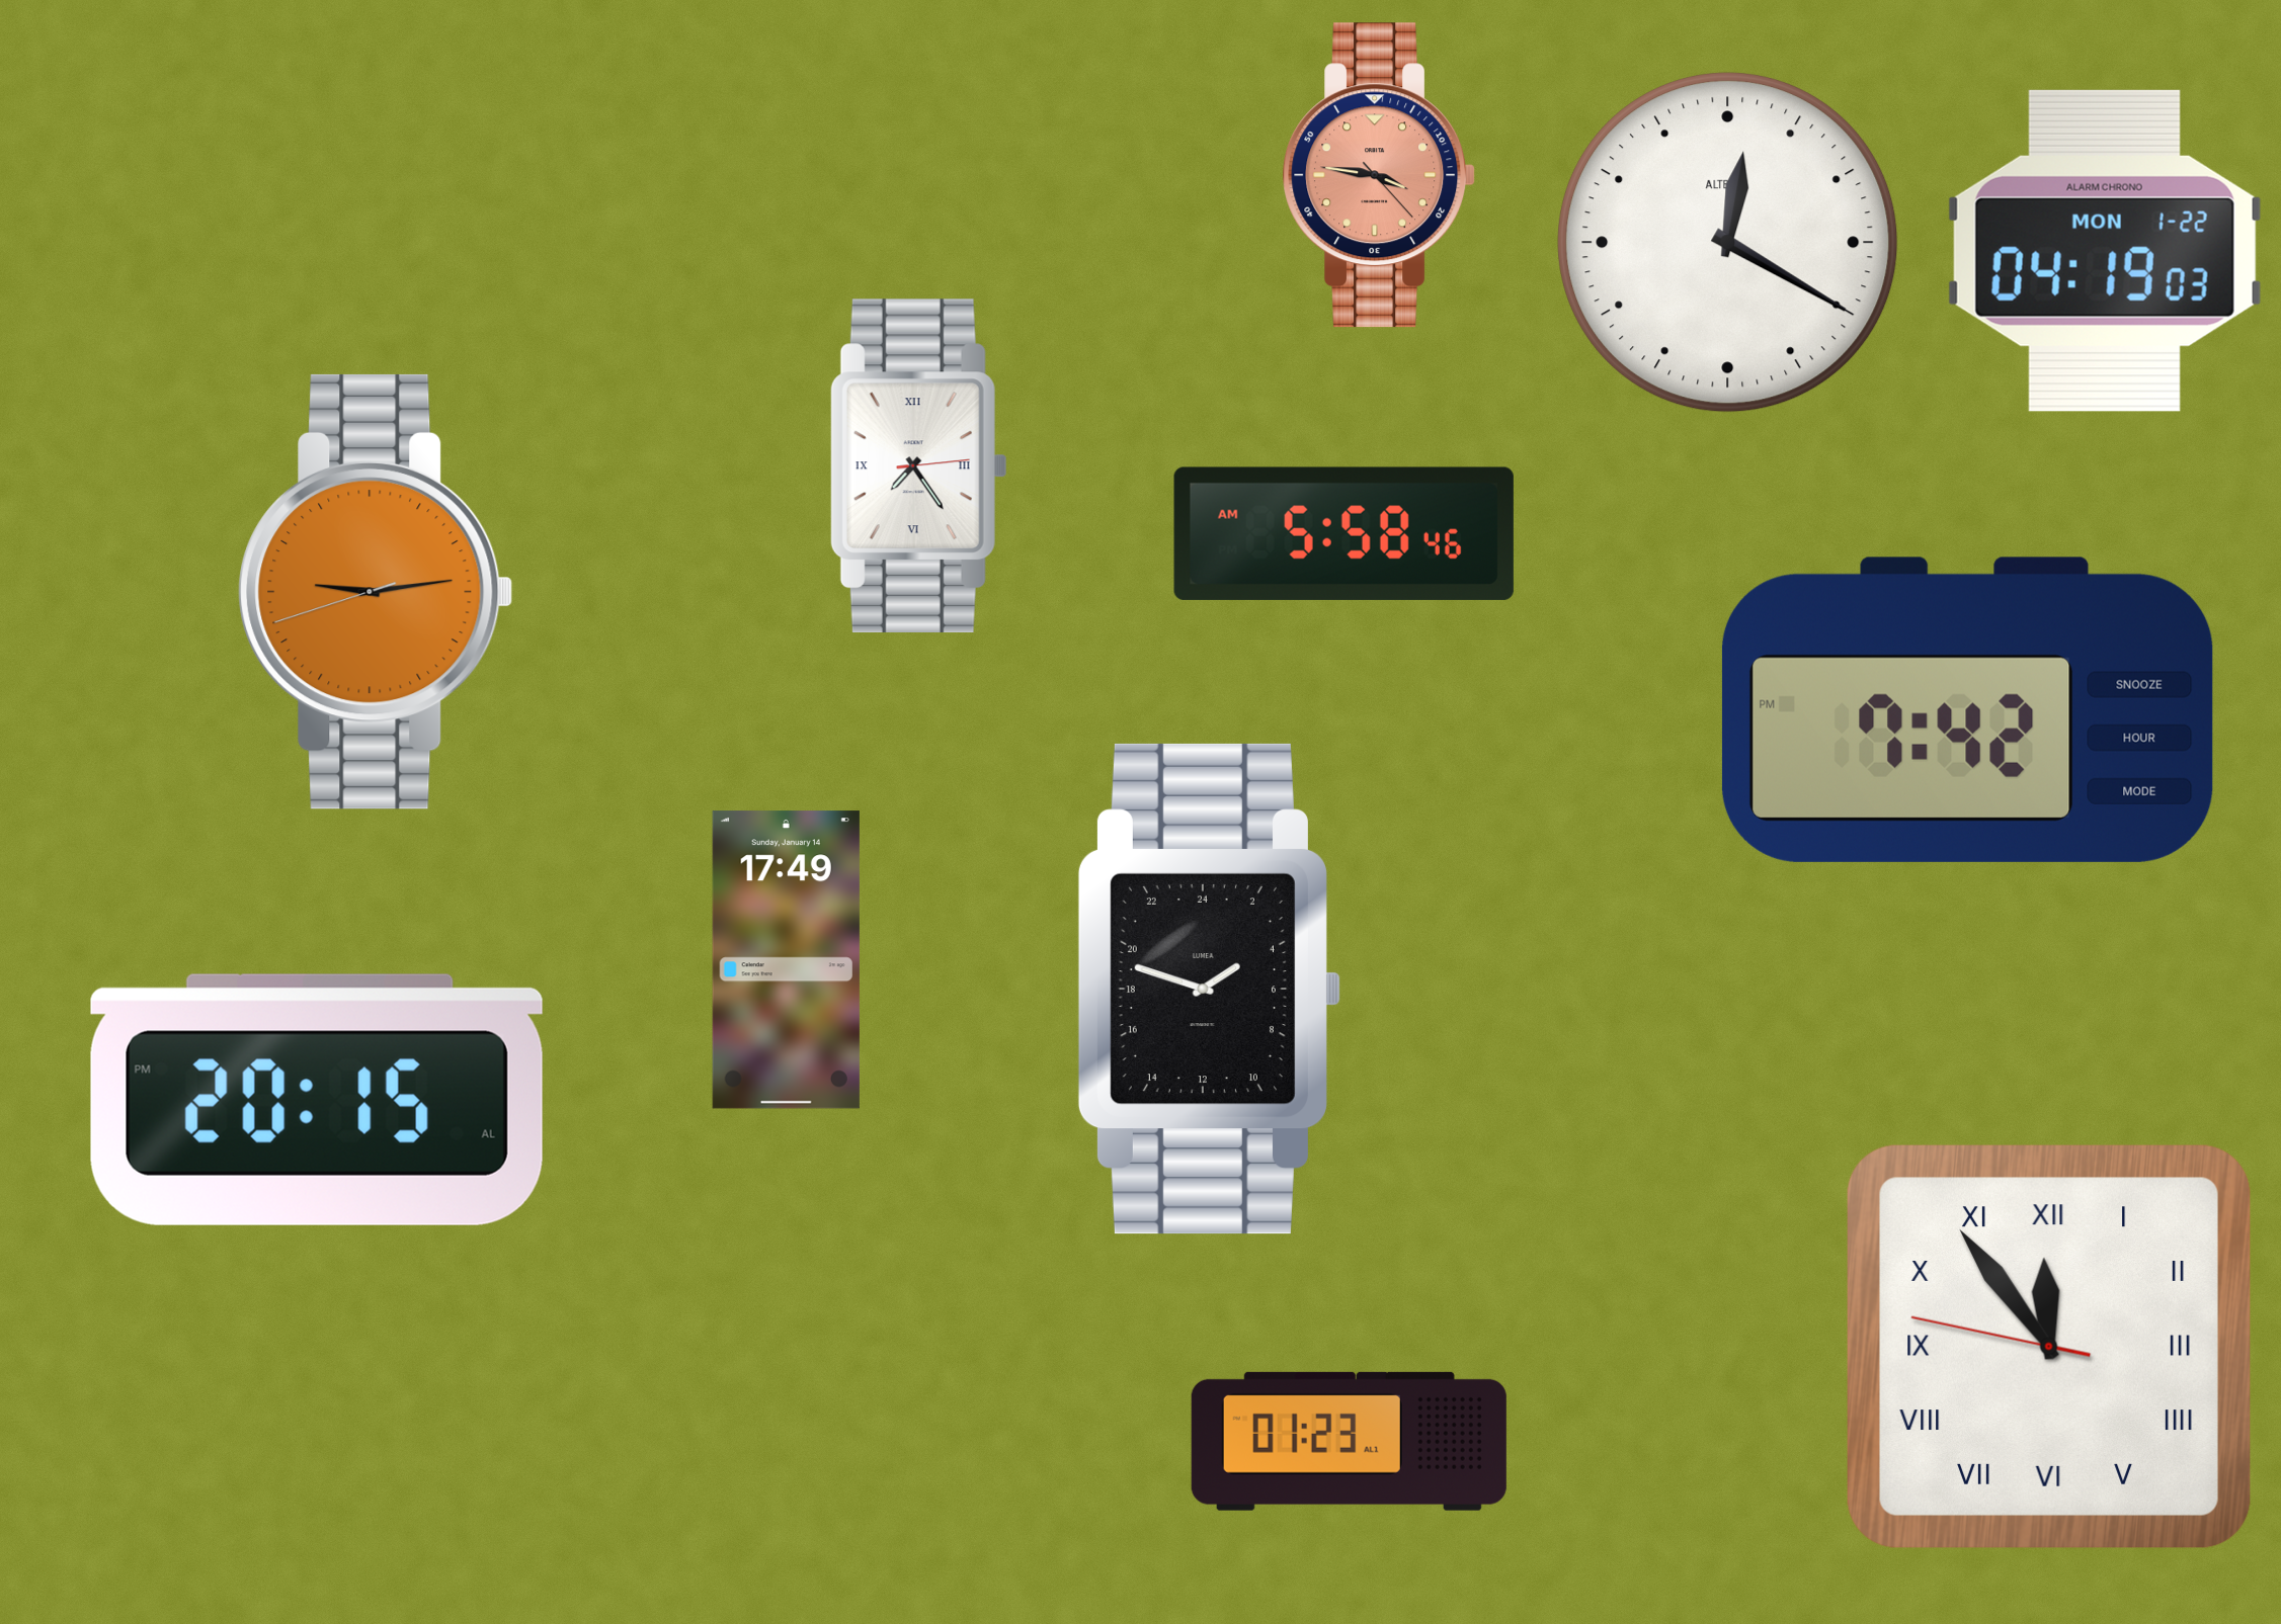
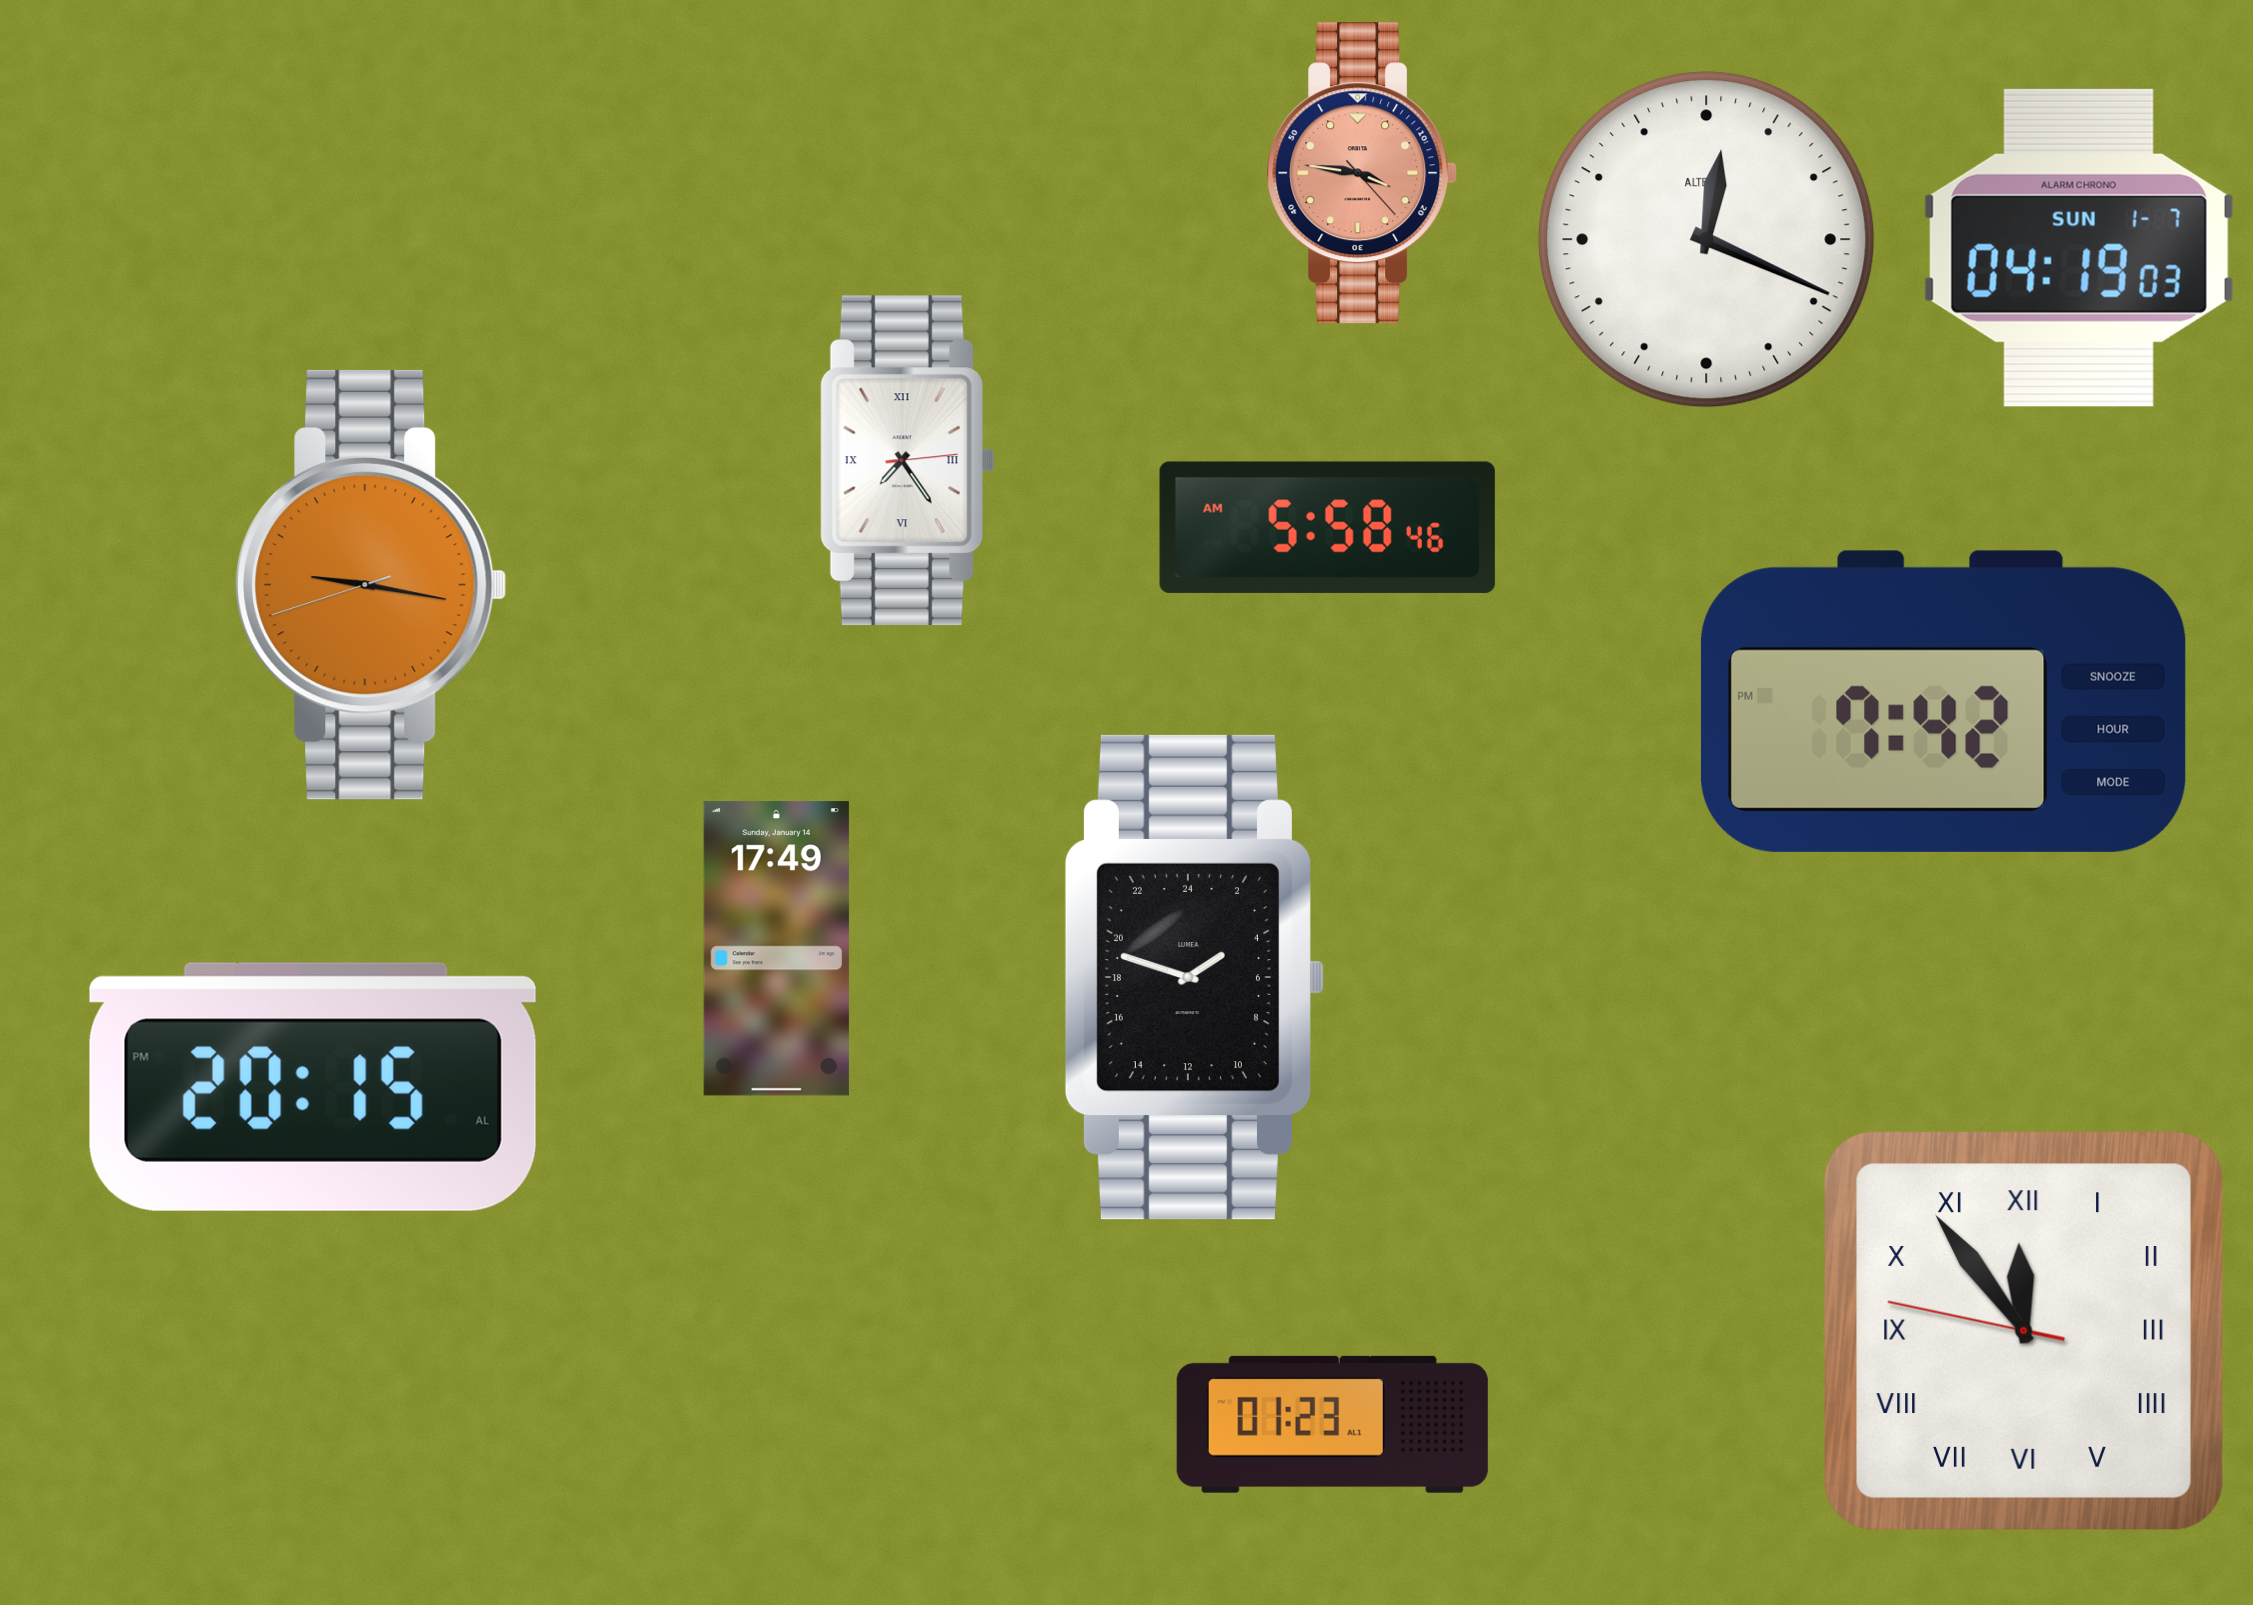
clock at (1728, 243): 12:20 -> 12:19
clock at (2105, 251) date: MON 1-22 -> SUN 1-7
clock at (376, 592): 9:13 -> 9:16
